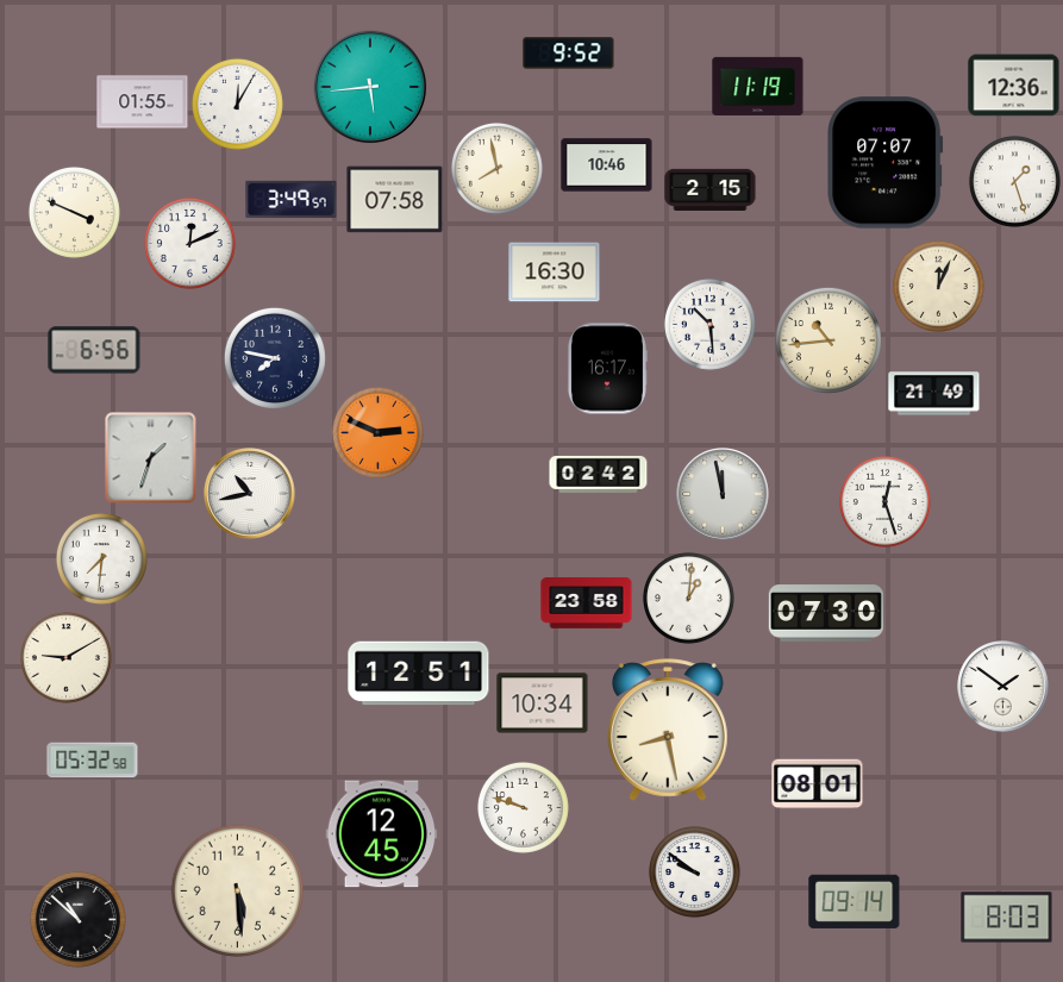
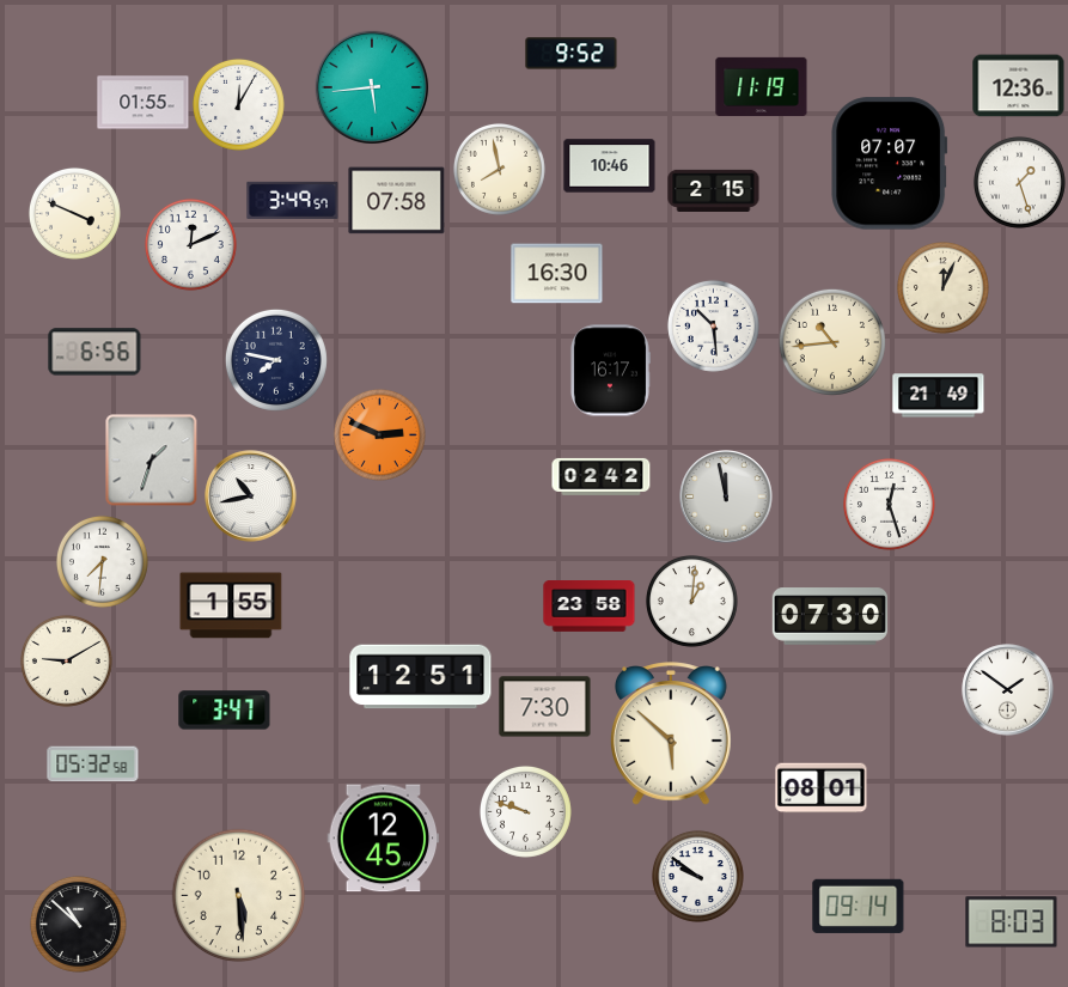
clock at (231, 605): none -> 1:55
clock at (543, 703): 10:34 -> 7:30
clock at (225, 711): none -> 3:47
clock at (669, 730): 8:28 -> 5:52
